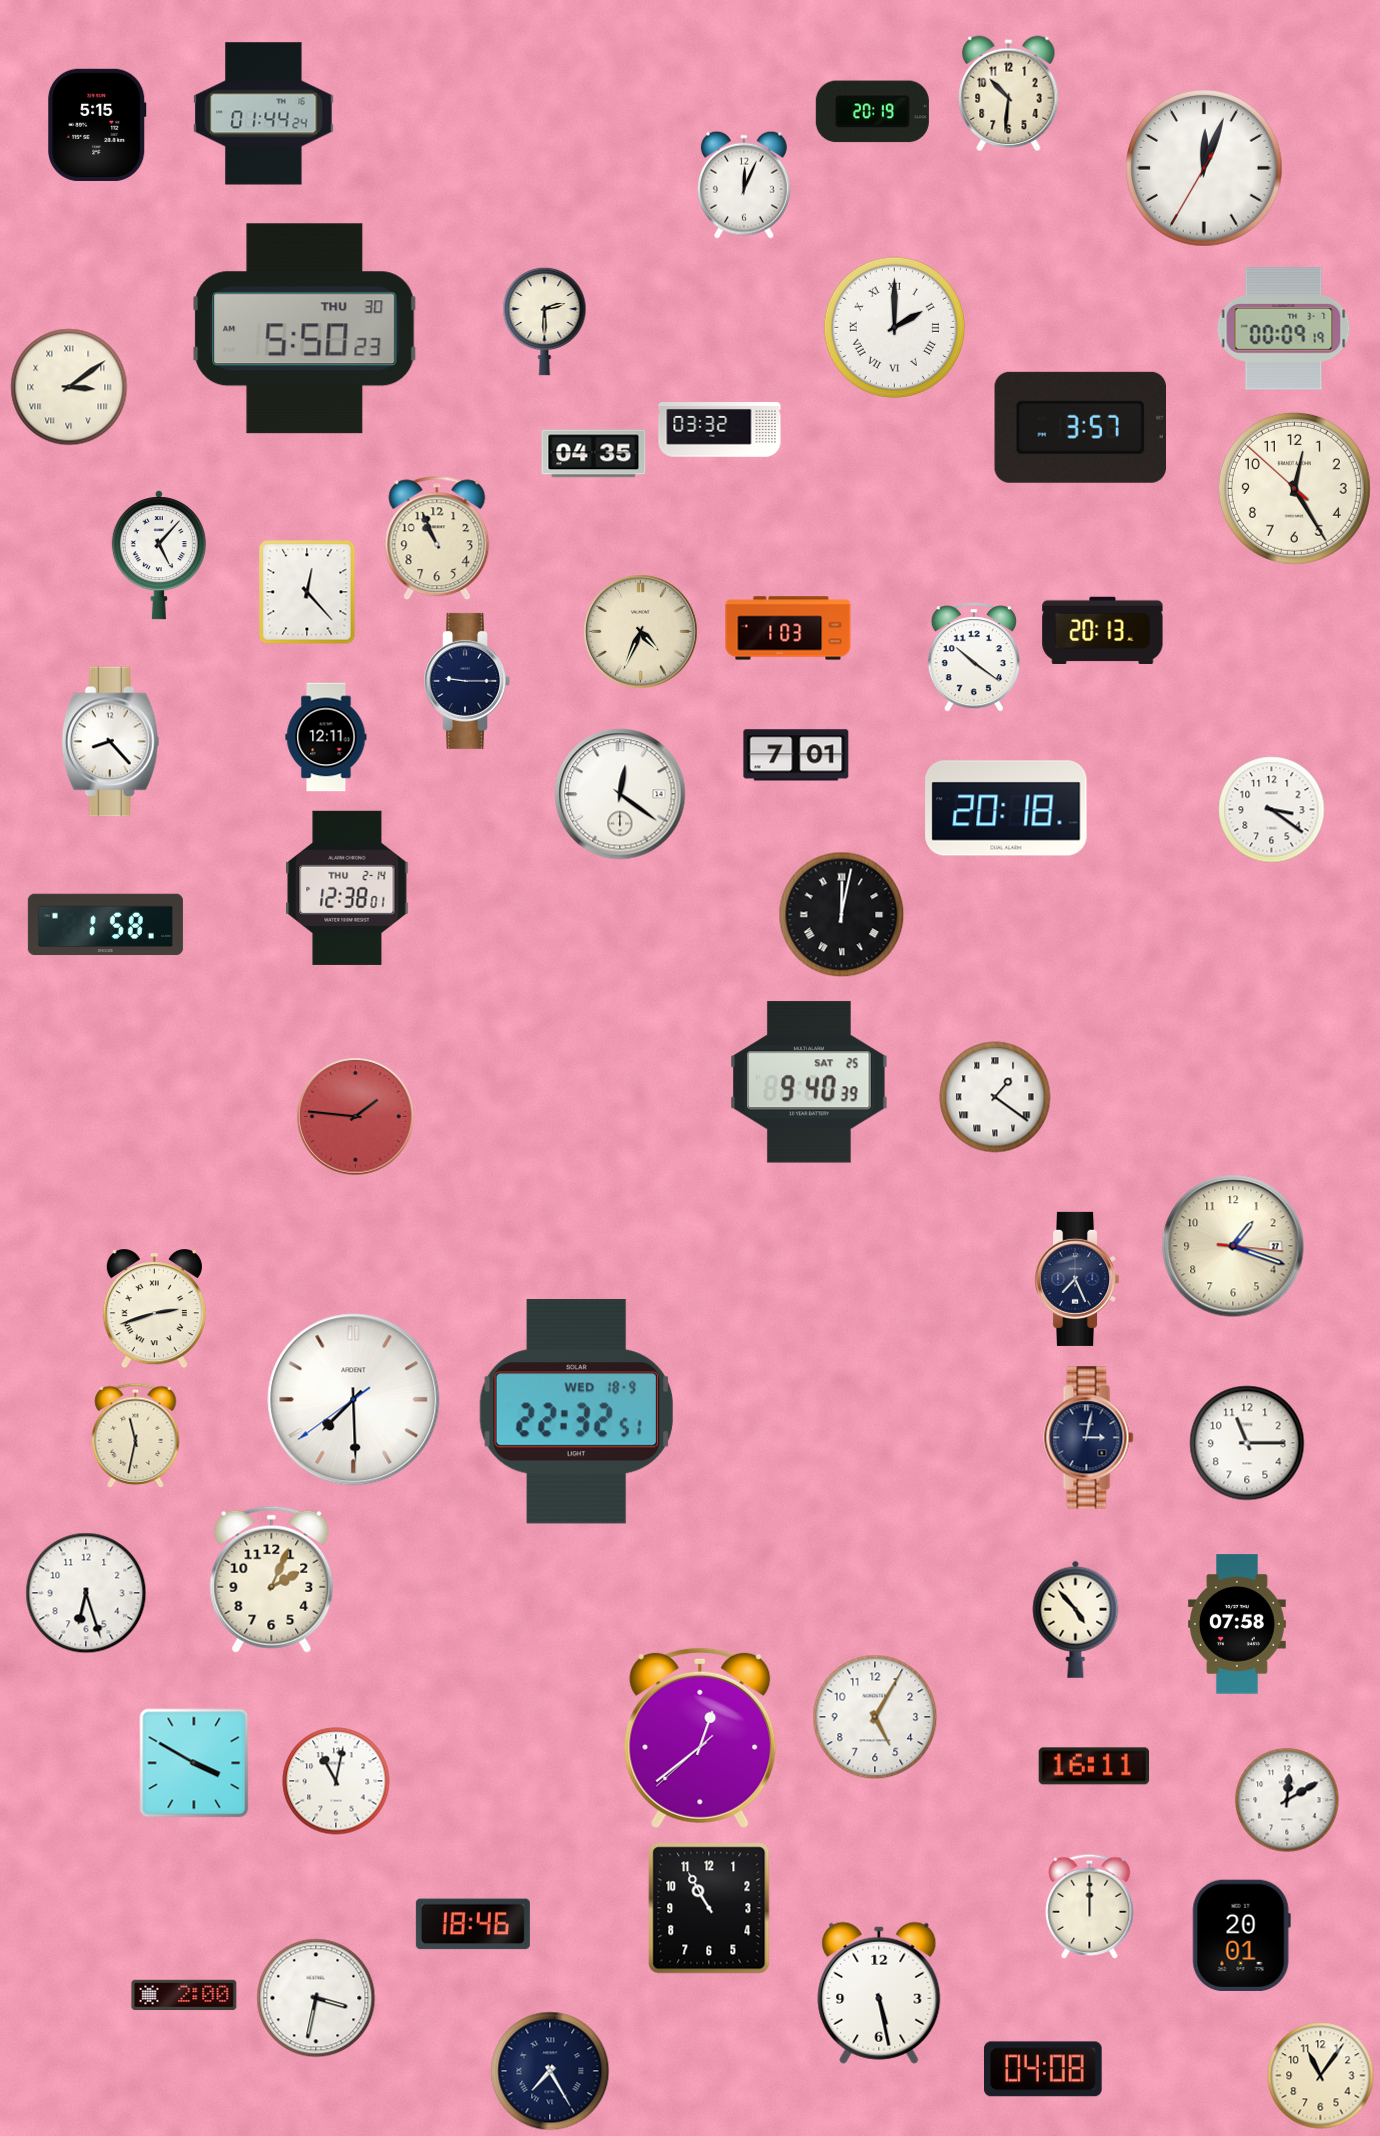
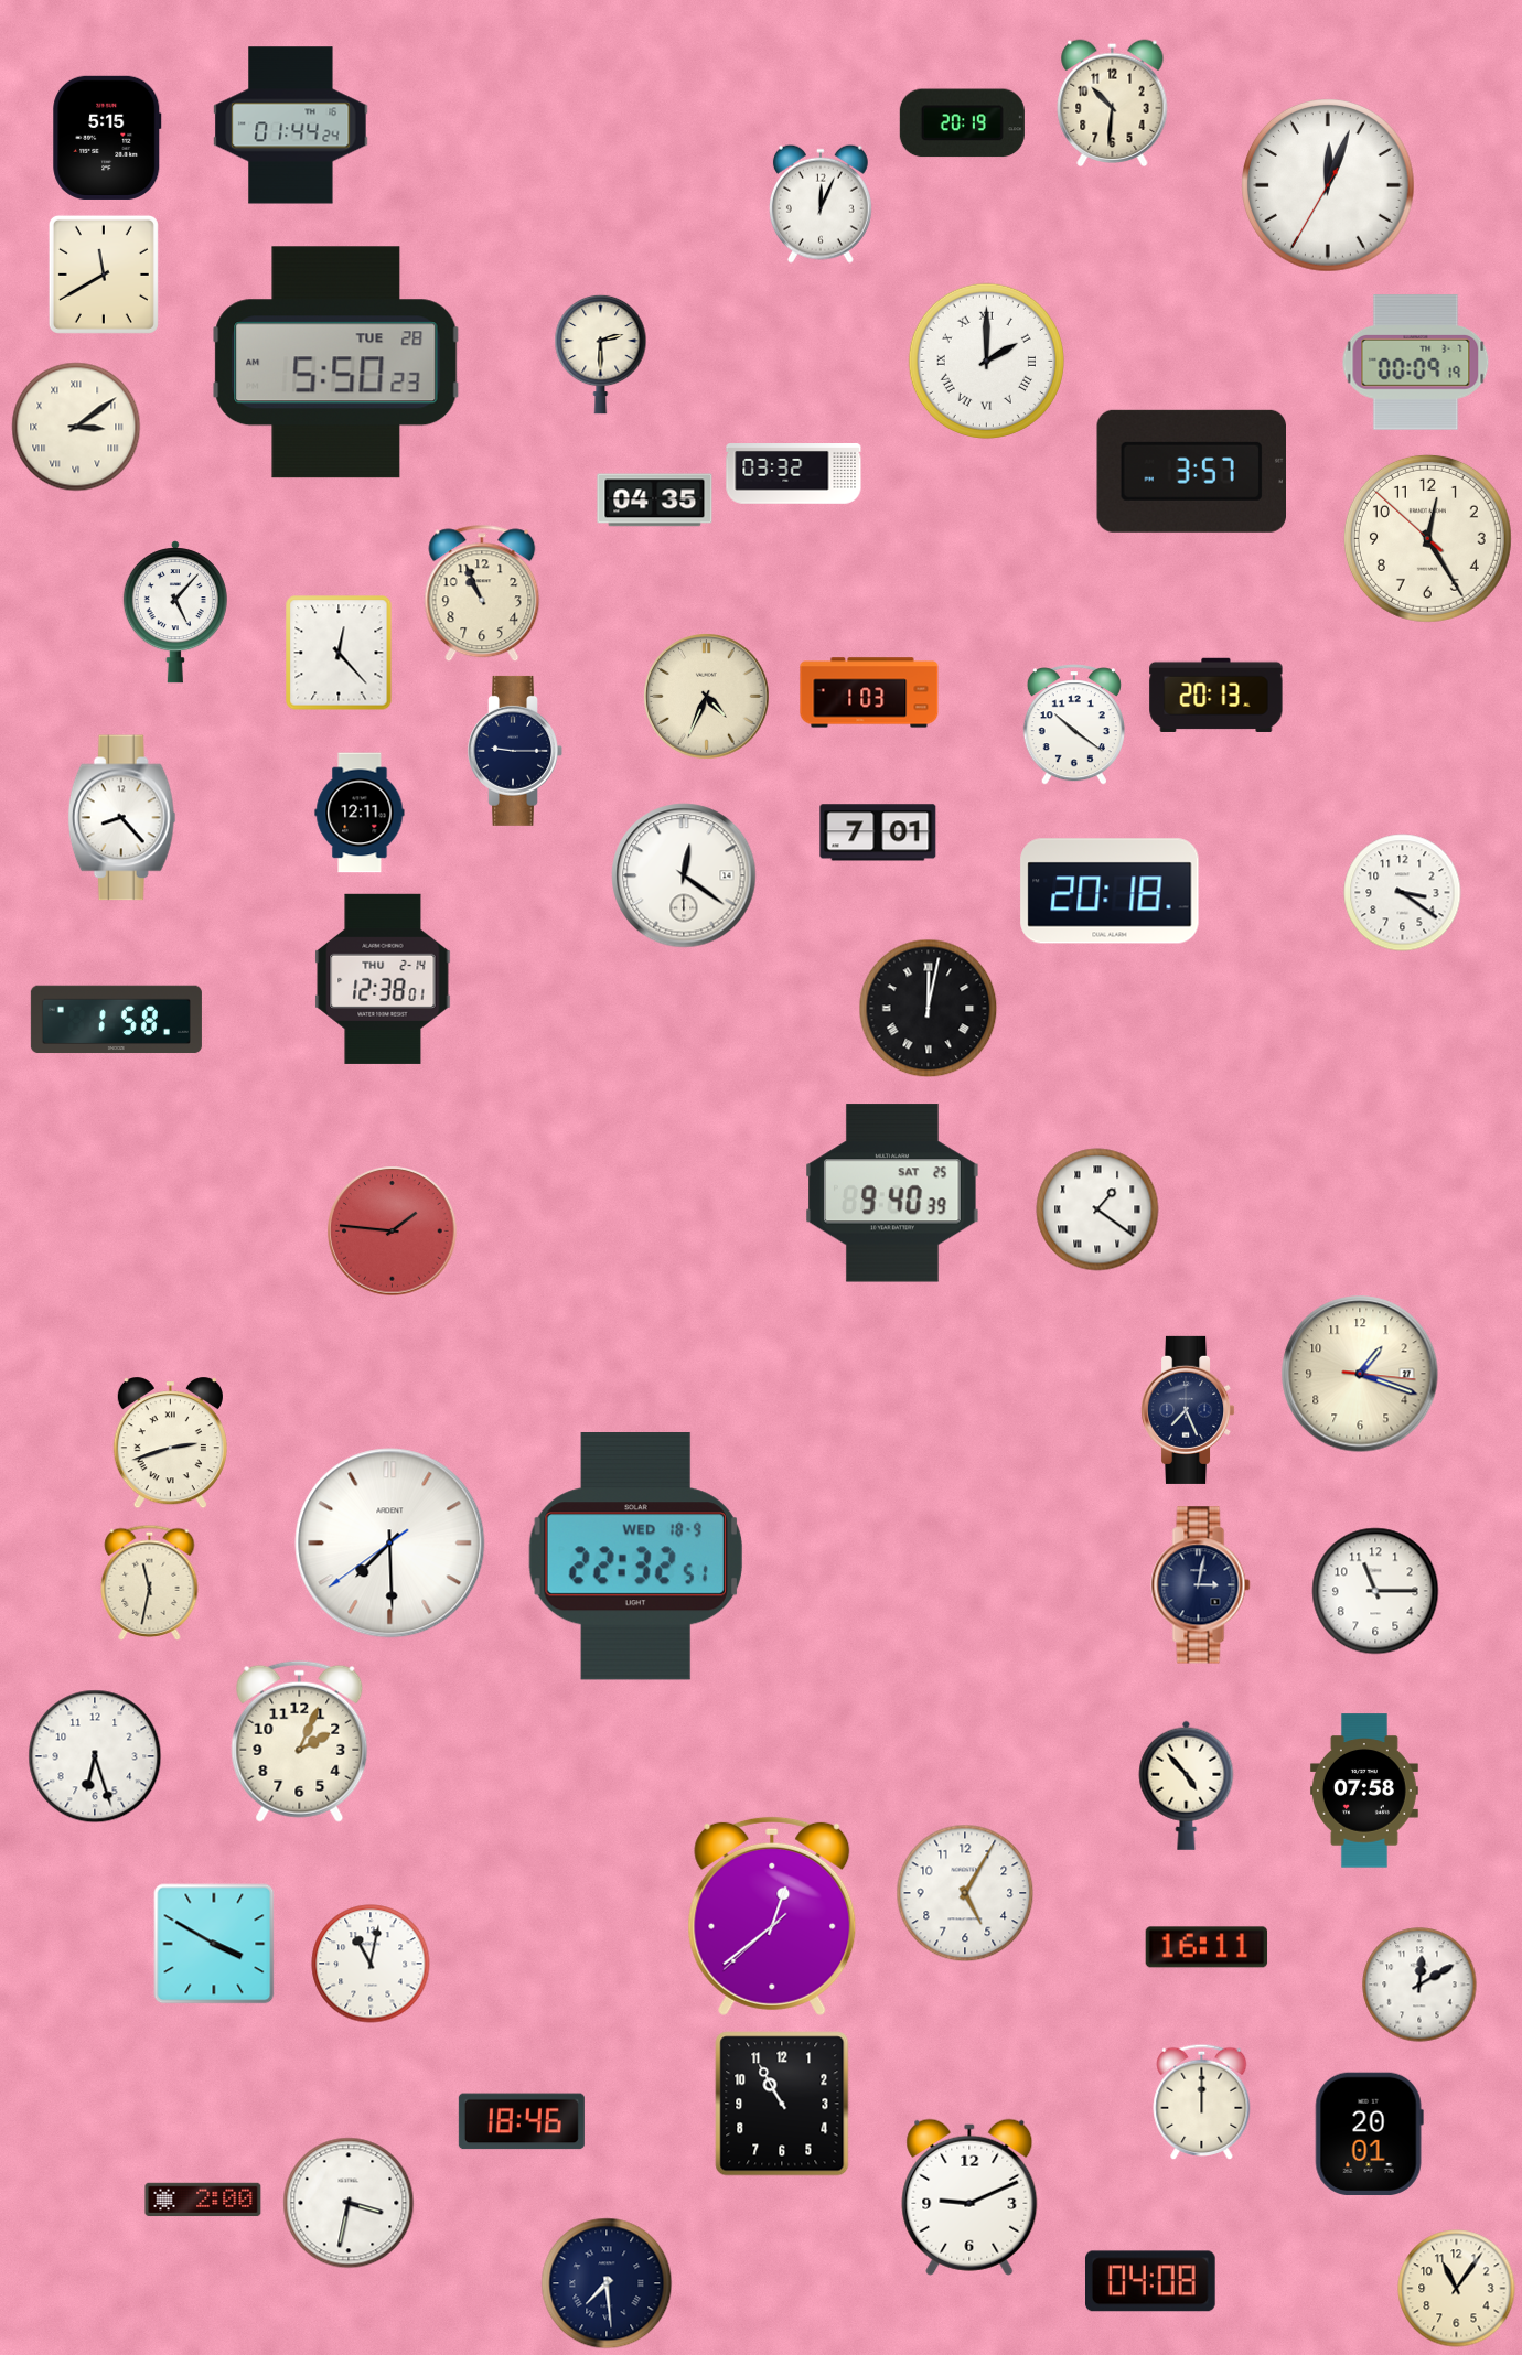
clock at (104, 275): none -> 11:40
clock at (305, 329) date: THU 30 -> TUE 28
clock at (879, 1993): 5:28 -> 9:11
clock at (550, 2071): 7:25 -> 7:29
